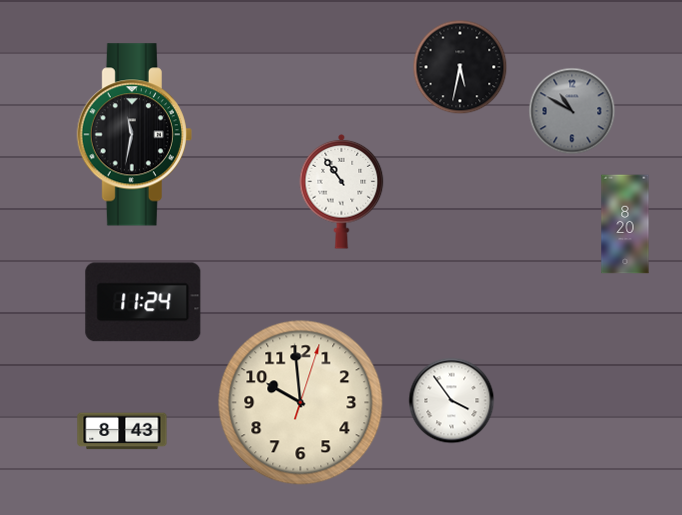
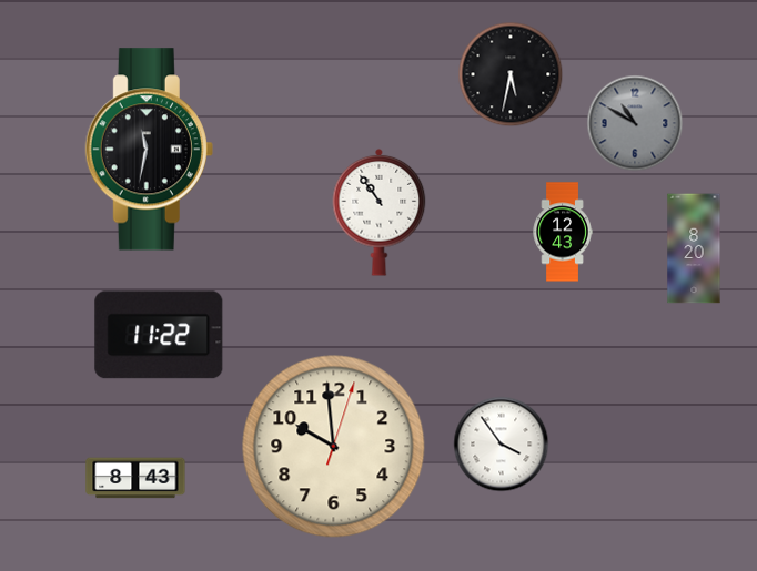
clock at (563, 232): none -> 12:43
clock at (143, 302): 11:24 -> 11:22
